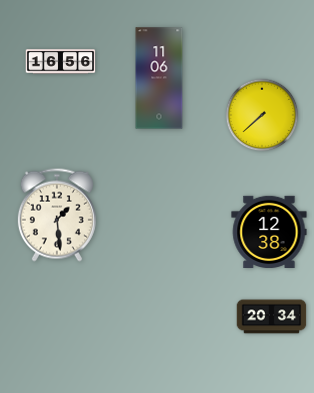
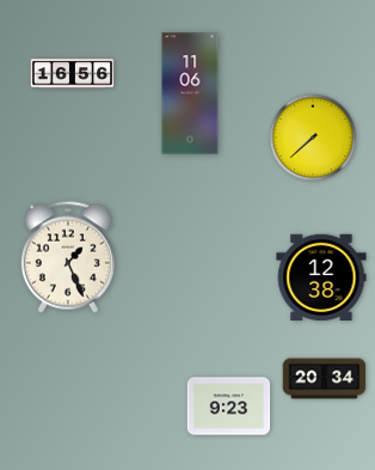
clock at (57, 215): 1:29 -> 1:26
clock at (229, 407): none -> 9:23
